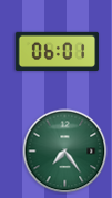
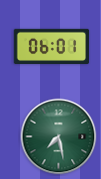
clock at (65, 152): 7:24 -> 7:28
